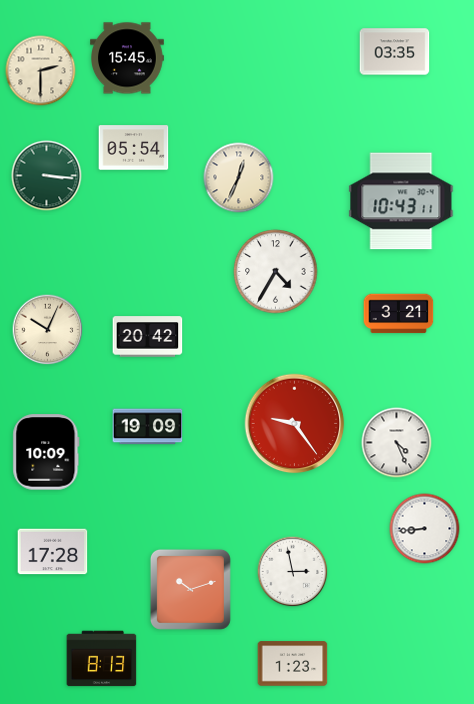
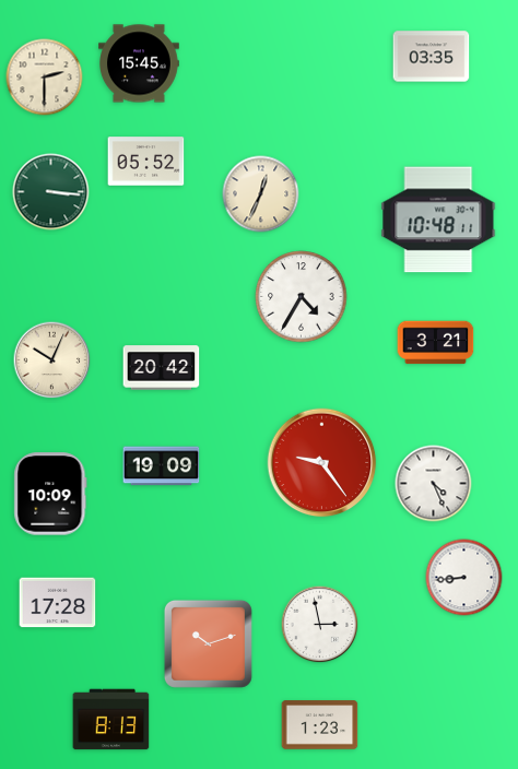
clock at (134, 148): 05:54 -> 05:52
clock at (401, 201): 10:43 -> 10:48
